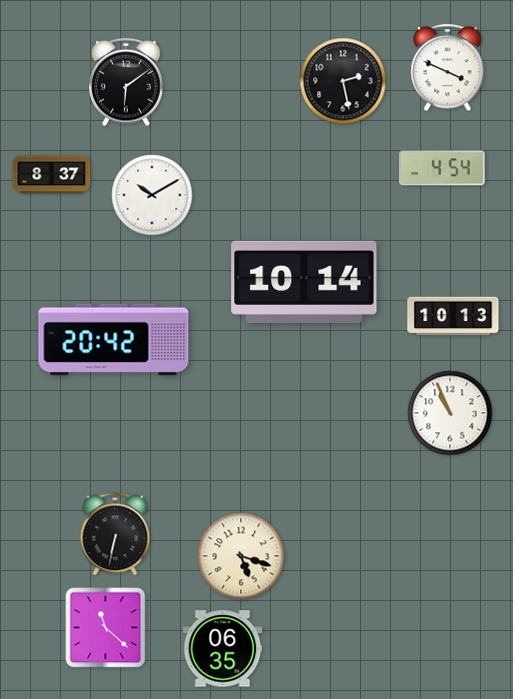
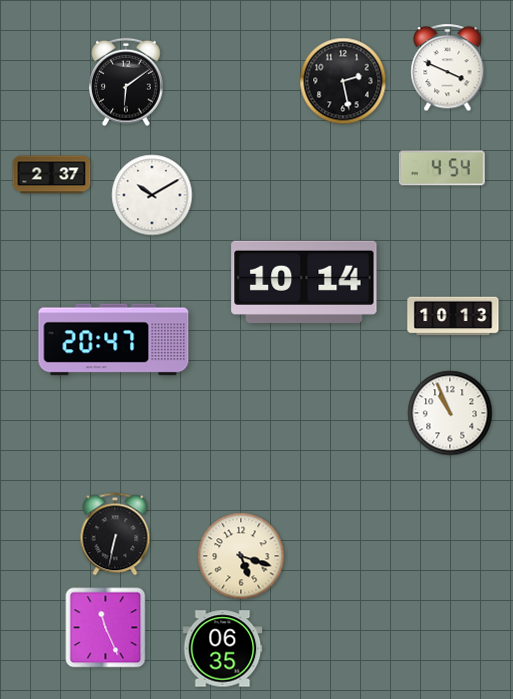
clock at (52, 175): 8:37 -> 2:37
clock at (114, 340): 20:42 -> 20:47
clock at (106, 628): 11:22 -> 11:26
